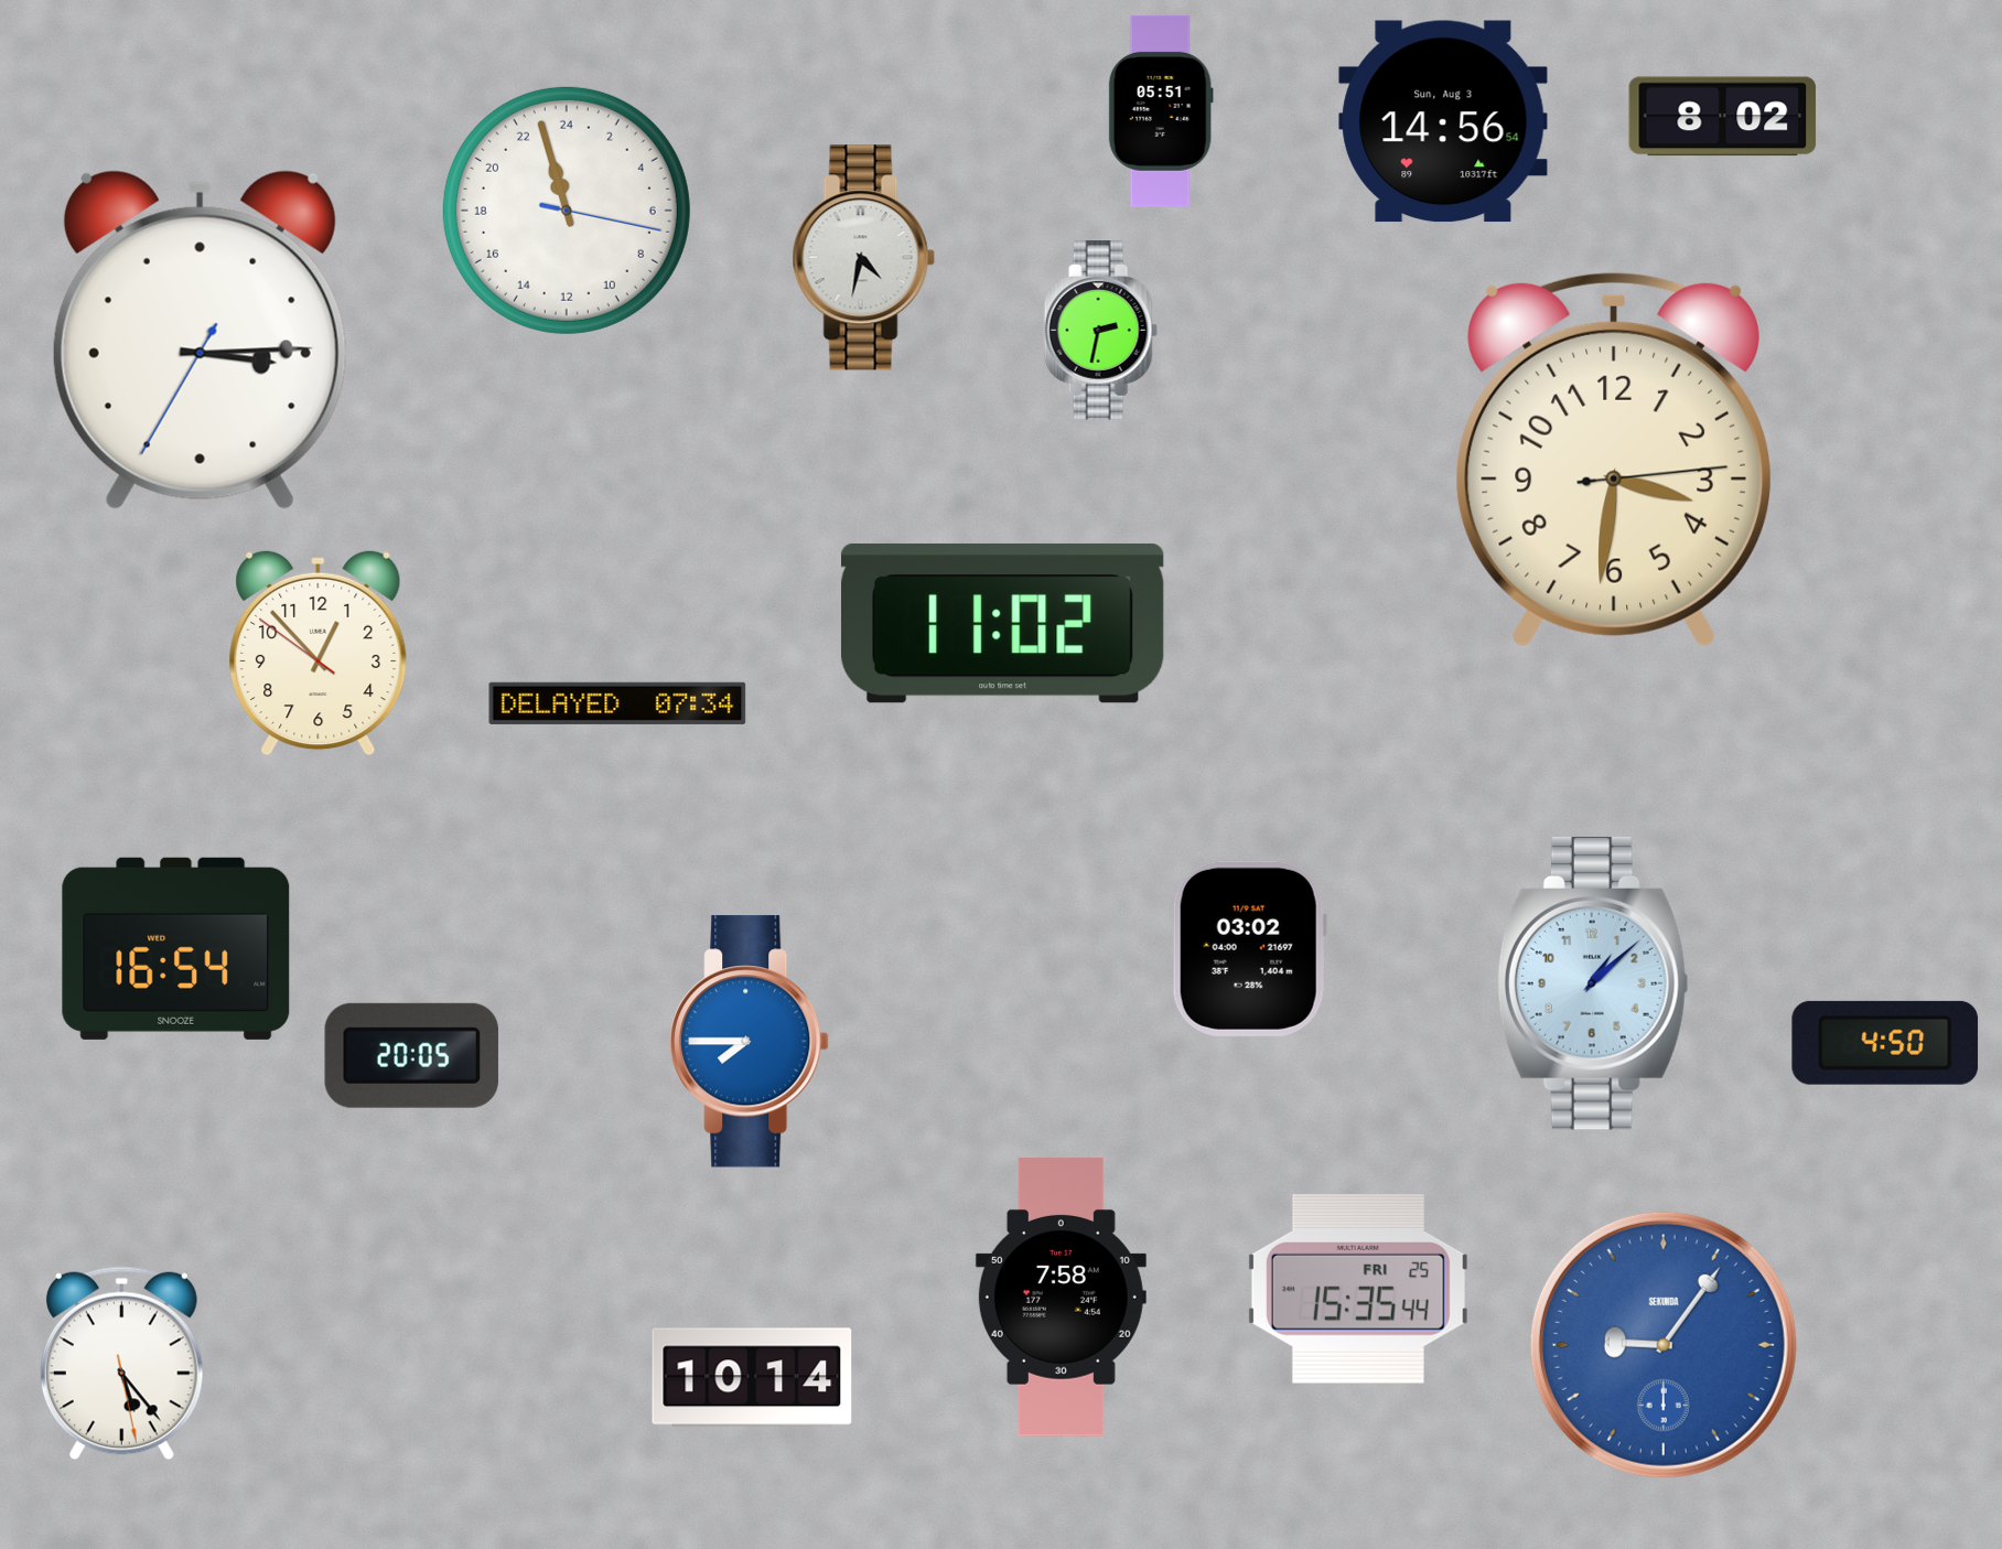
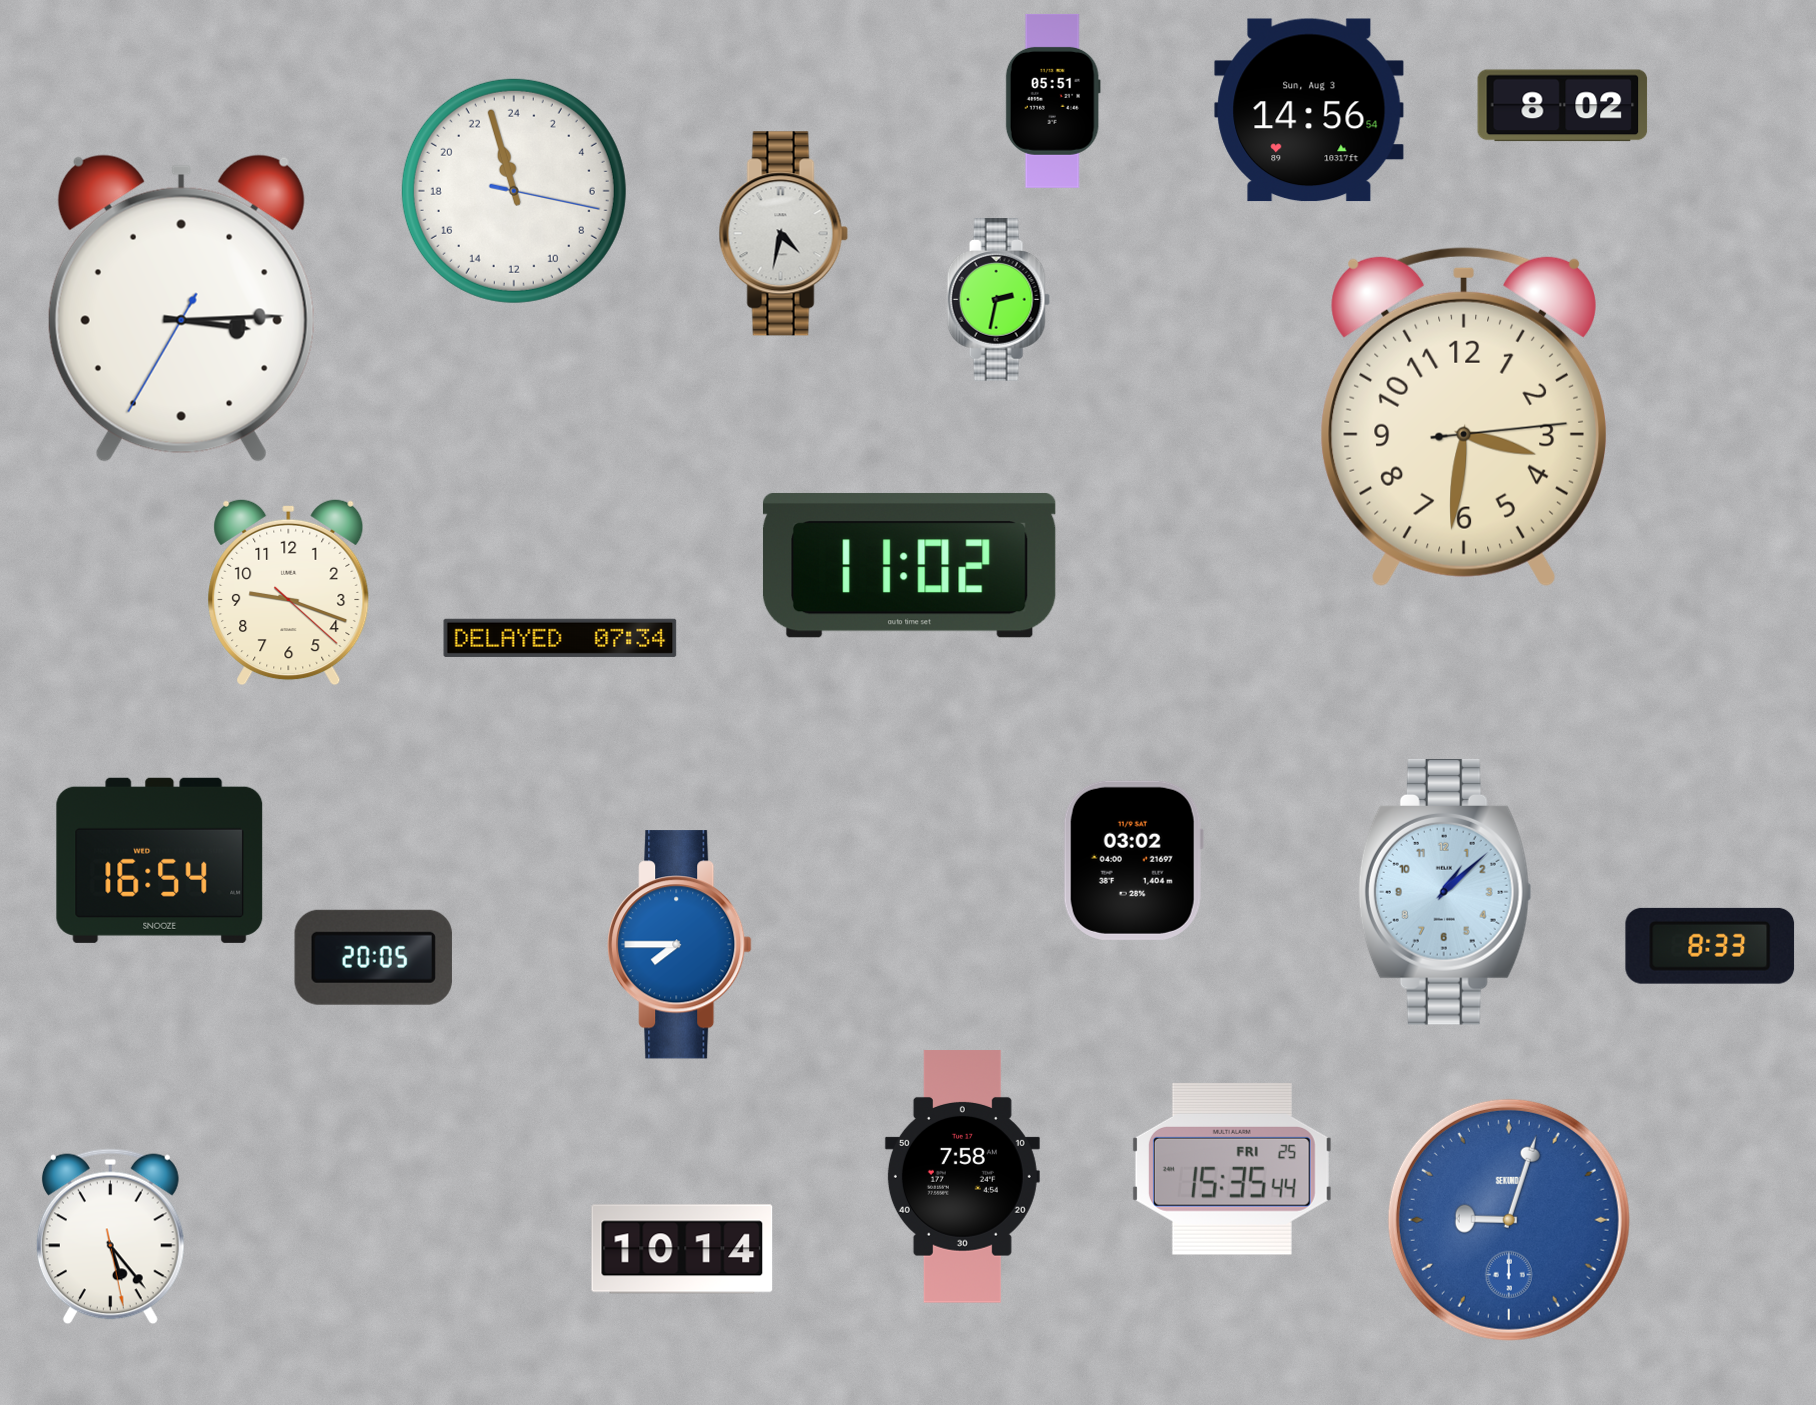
clock at (319, 653): 12:52 -> 9:18
clock at (1885, 1043): 4:50 -> 8:33
clock at (1664, 1345): 9:06 -> 9:03
